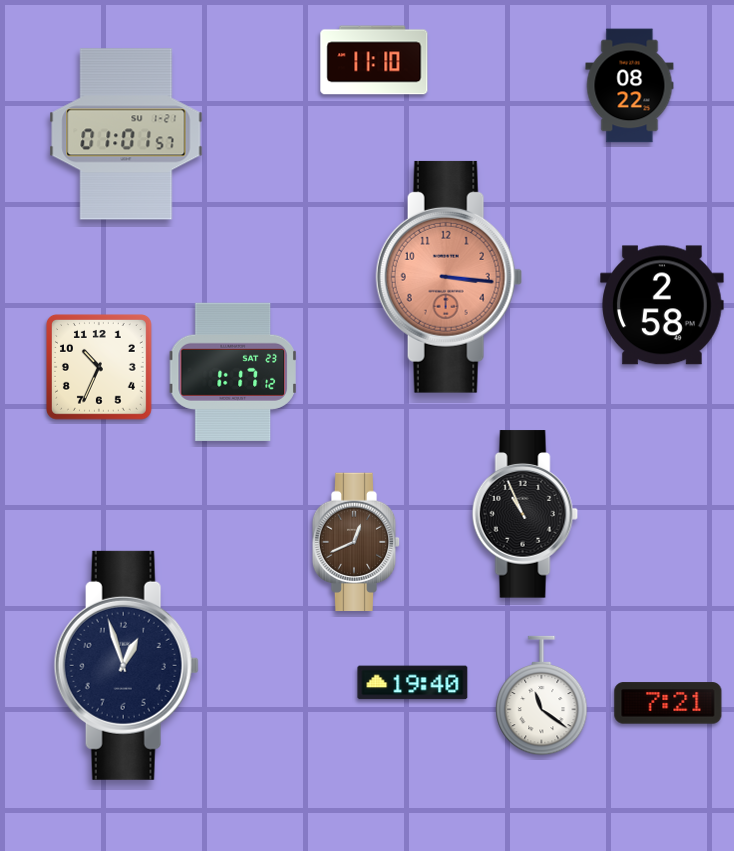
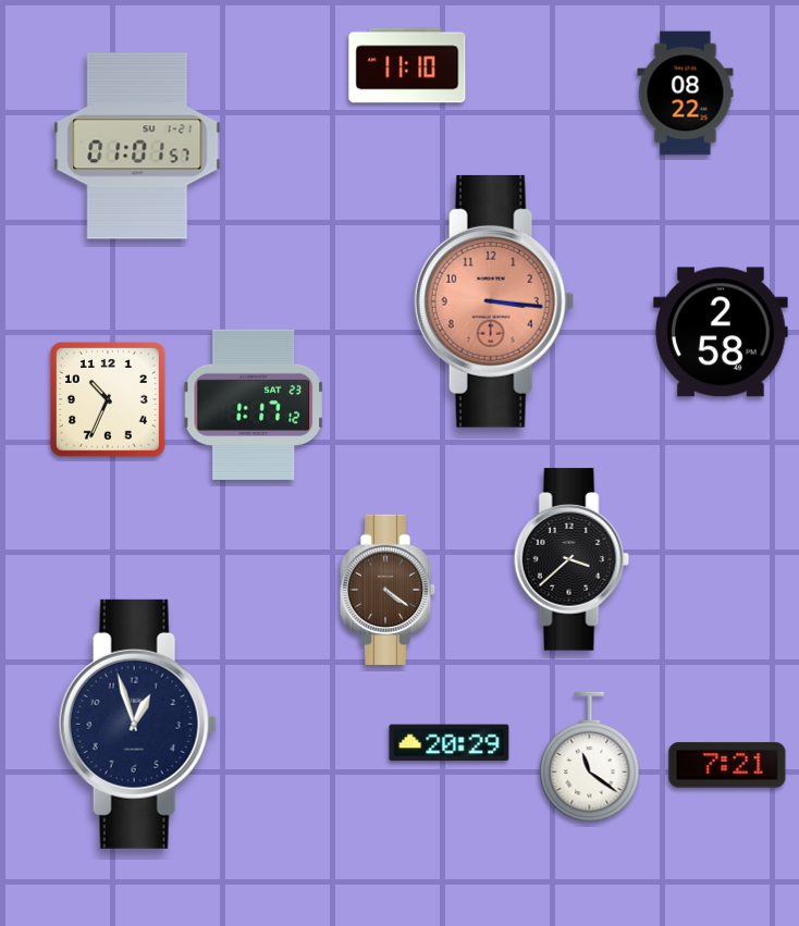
clock at (449, 277) position: (449, 277) -> (494, 301)
clock at (525, 514): 10:56 -> 3:38
clock at (356, 541): 12:41 -> 4:21
clock at (413, 683): 19:40 -> 20:29
